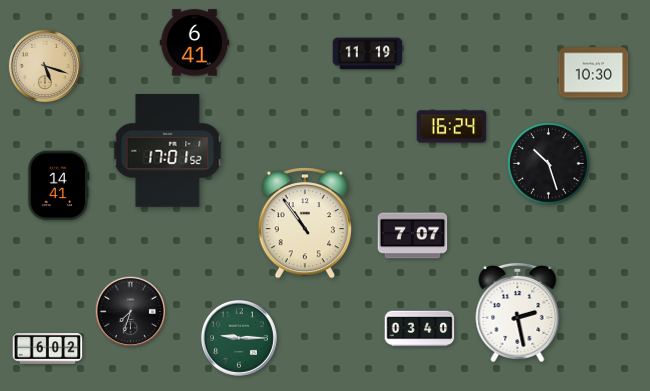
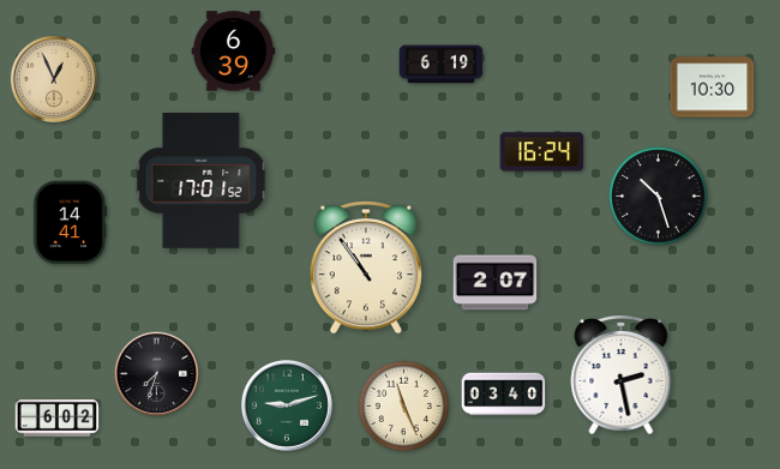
clock at (195, 43): 6:41 -> 6:39
clock at (368, 54): 11:19 -> 6:19
clock at (45, 66): 5:18 -> 12:56
clock at (413, 236): 7:07 -> 2:07
clock at (239, 338): 9:15 -> 9:12
clock at (404, 407): none -> 11:26
